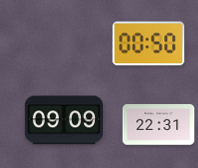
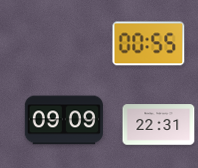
clock at (149, 44): 00:50 -> 00:55
